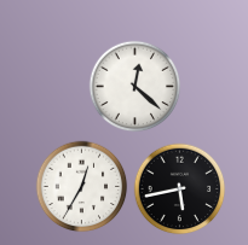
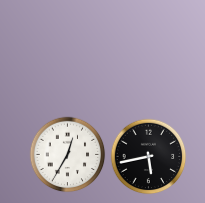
clock at (135, 87): 12:22 -> none
